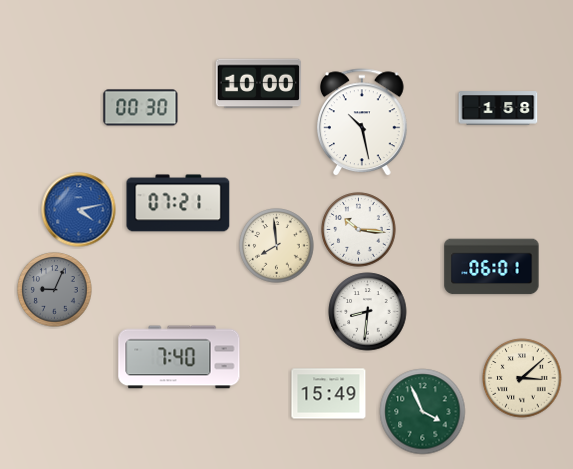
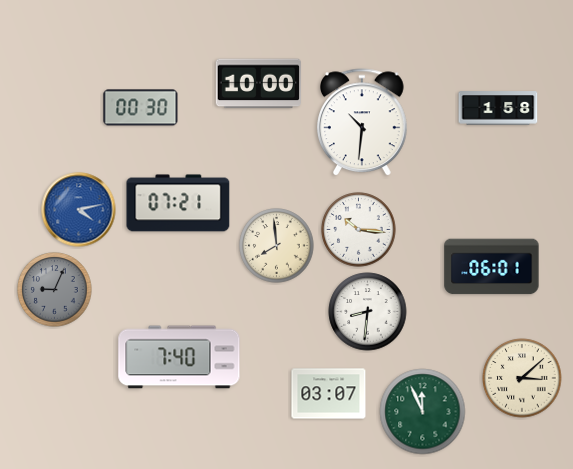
clock at (363, 123): 10:28 -> 10:31
clock at (329, 394): 15:49 -> 03:07
clock at (423, 412): 3:56 -> 11:56
